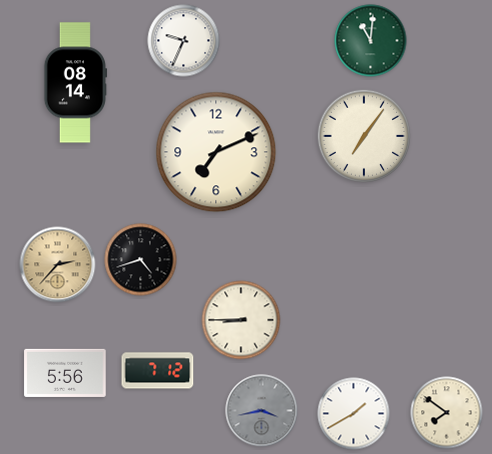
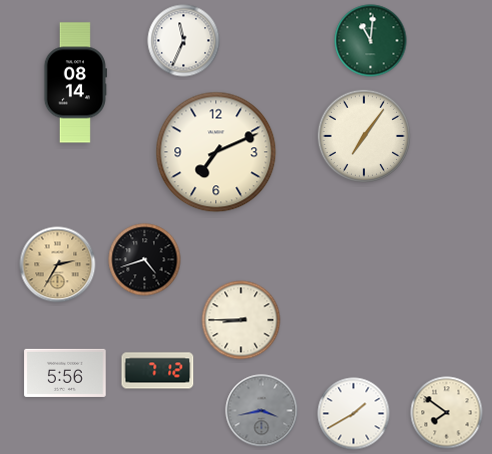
clock at (184, 41): 9:34 -> 11:34
clock at (141, 260) position: (141, 260) -> (145, 260)
clock at (58, 265): 2:37 -> 2:35
